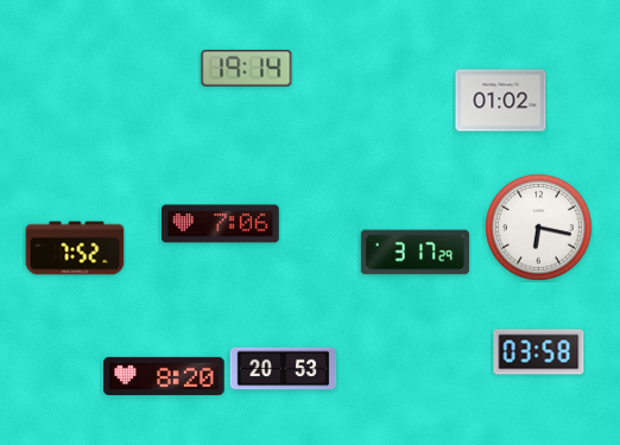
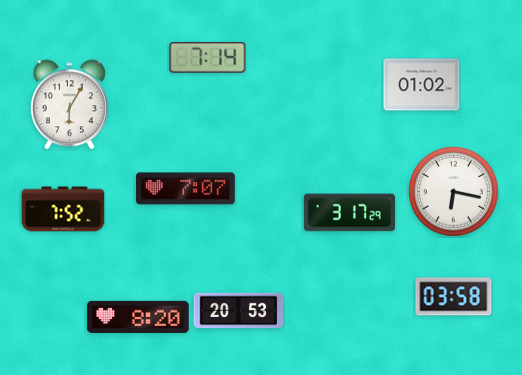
clock at (247, 68): 19:14 -> 7:14
clock at (69, 105): none -> 6:05
clock at (221, 224): 7:06 -> 7:07
